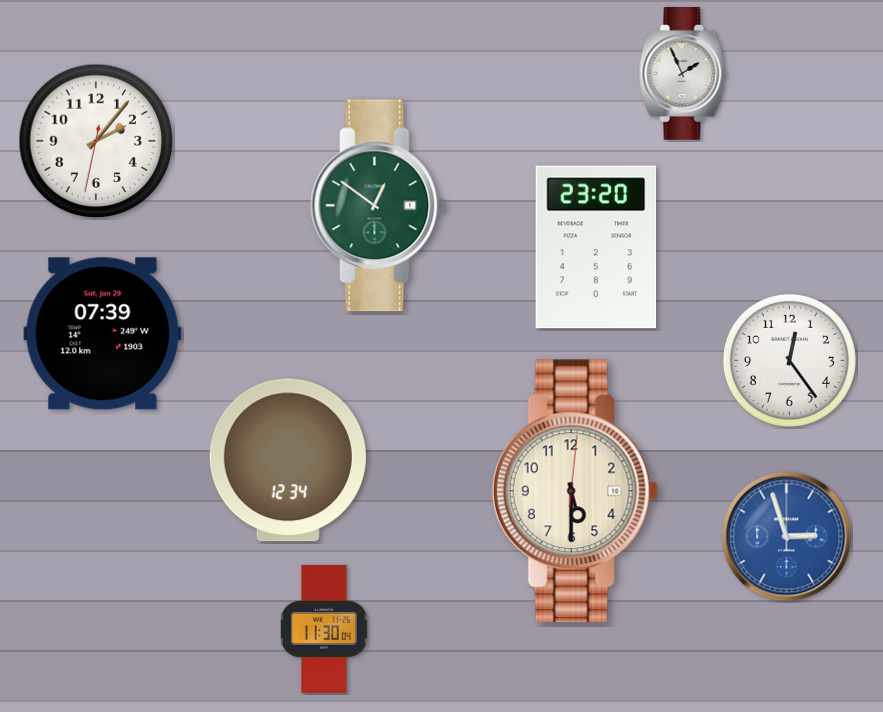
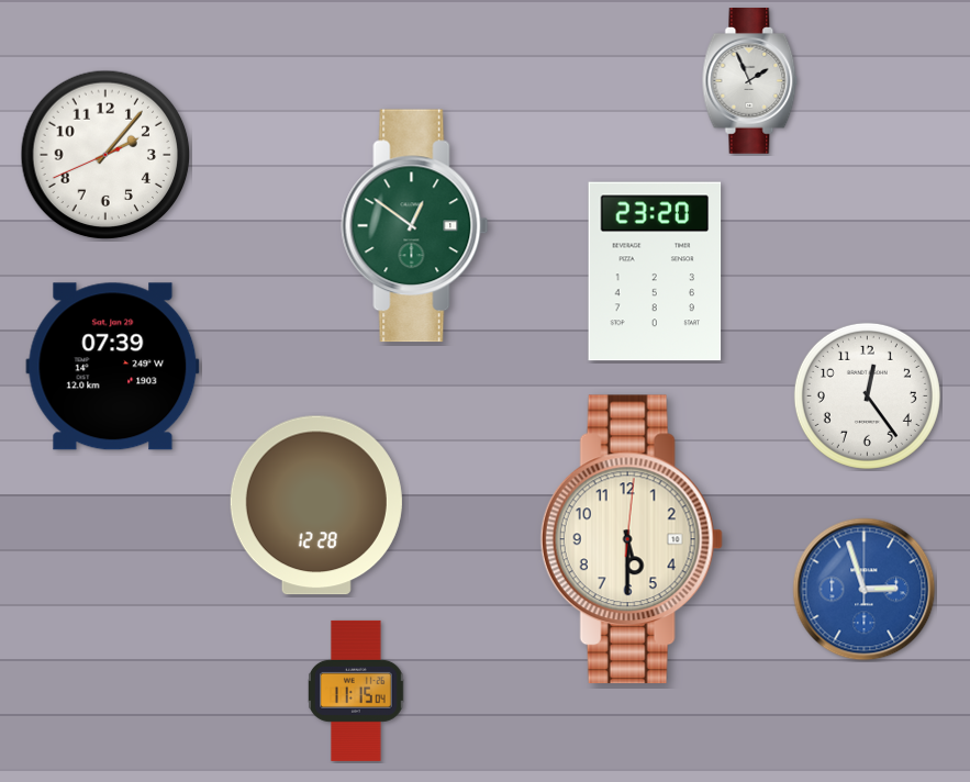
clock at (96, 141): 2:06:32 -> 2:06:41
clock at (288, 460): 12:34 -> 12:28
clock at (324, 629): 11:30 -> 11:15
